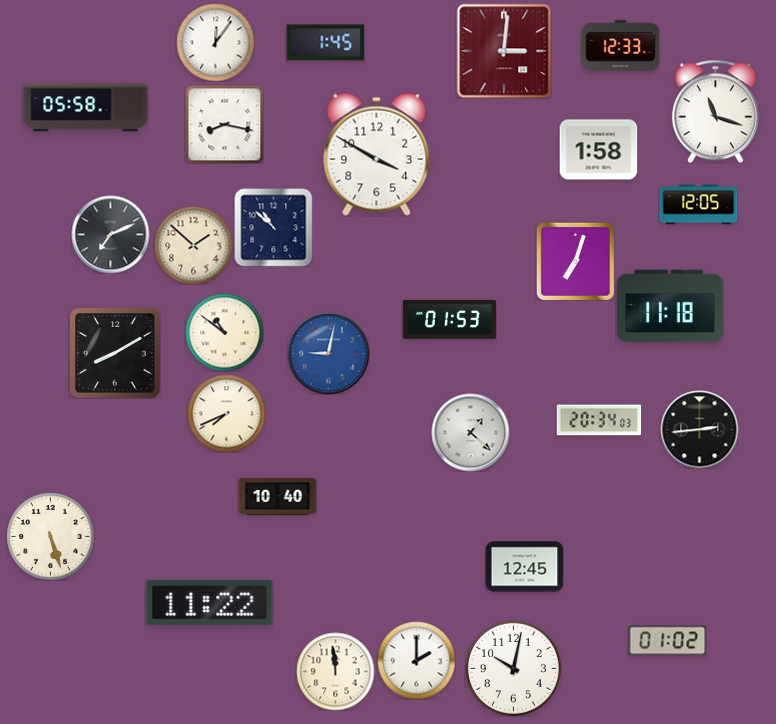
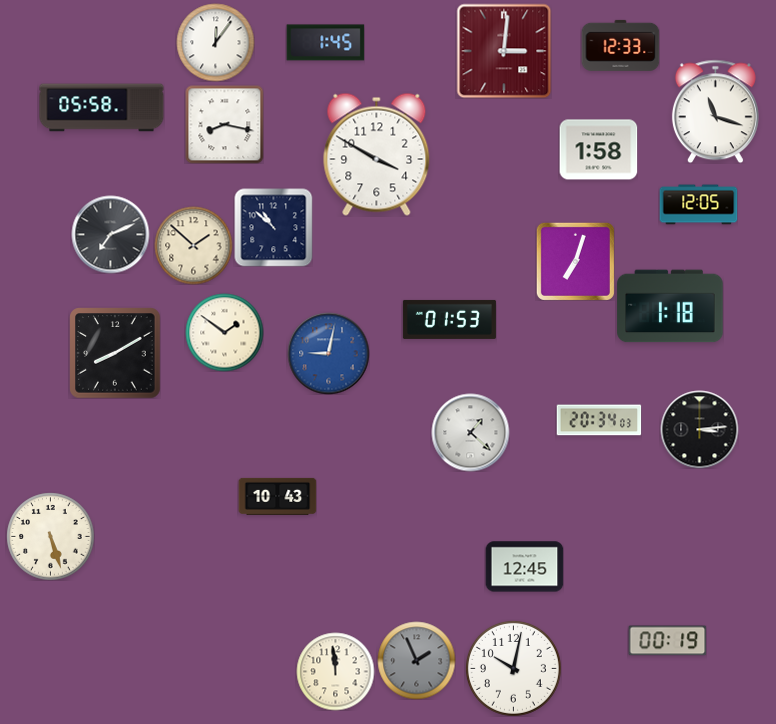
clock at (86, 108) position: (86, 108) -> (102, 108)
clock at (670, 306): 11:18 -> 1:18
clock at (224, 332): 10:51 -> 1:51
clock at (226, 413): 7:41 -> none
clock at (699, 429): 2:44 -> 3:14
clock at (277, 496): 10:40 -> 10:43
clock at (210, 602): 11:22 -> none
clock at (667, 641): 01:02 -> 00:19
clock at (416, 660): 2:00 -> 1:56
clock at (416, 660) dial: white -> grey
